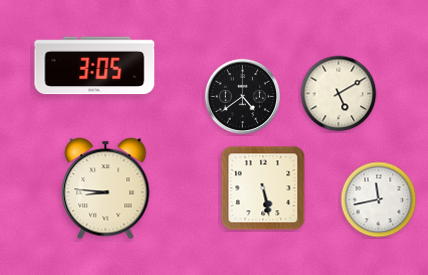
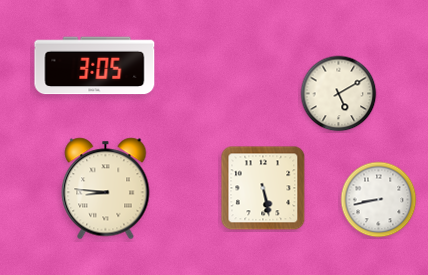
clock at (243, 97): 4:39 -> none
clock at (379, 200): 11:43 -> 8:43
